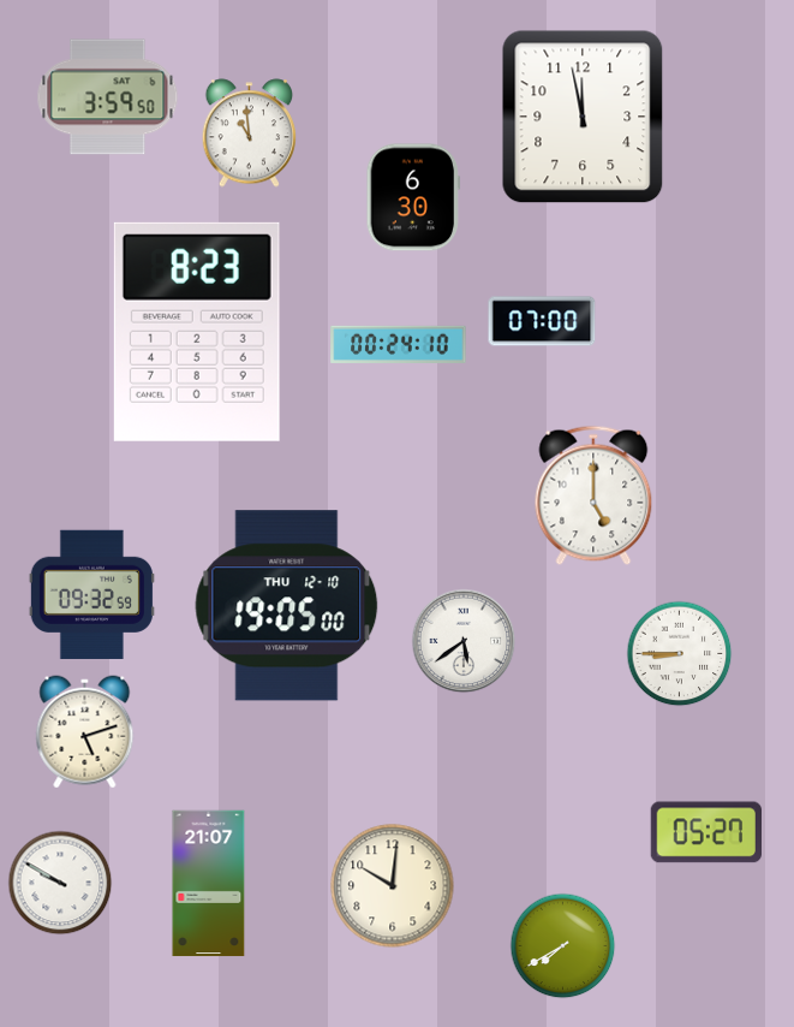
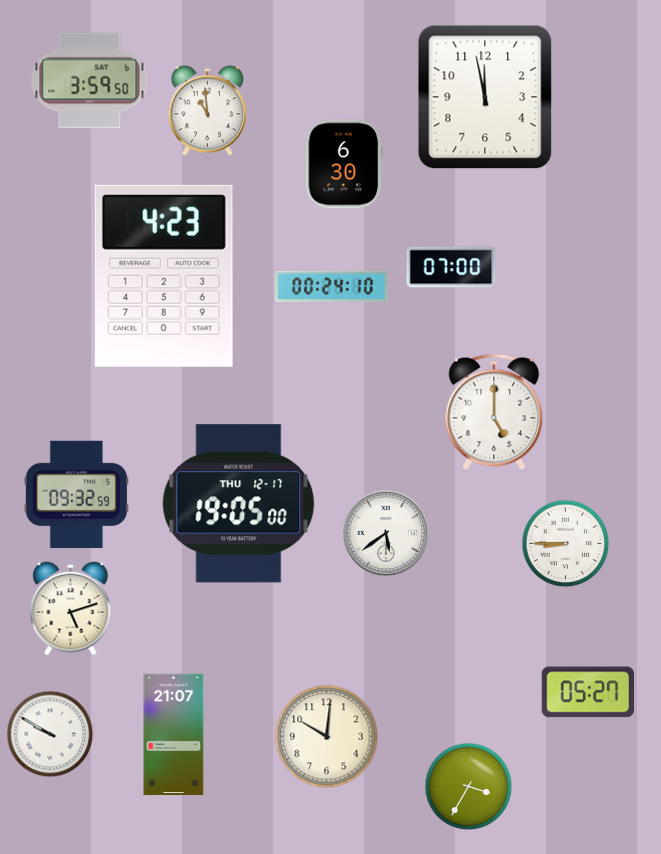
clock at (197, 332): 8:23 -> 4:23
clock at (287, 606) date: THU 12-10 -> THU 12-17
clock at (563, 946): 7:40 -> 3:35
